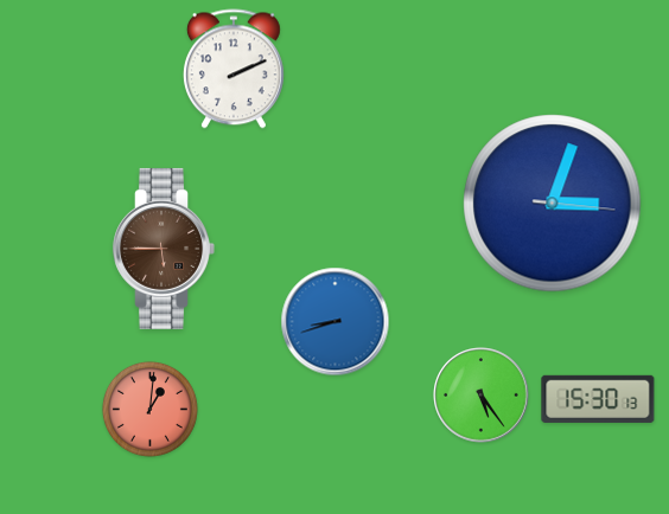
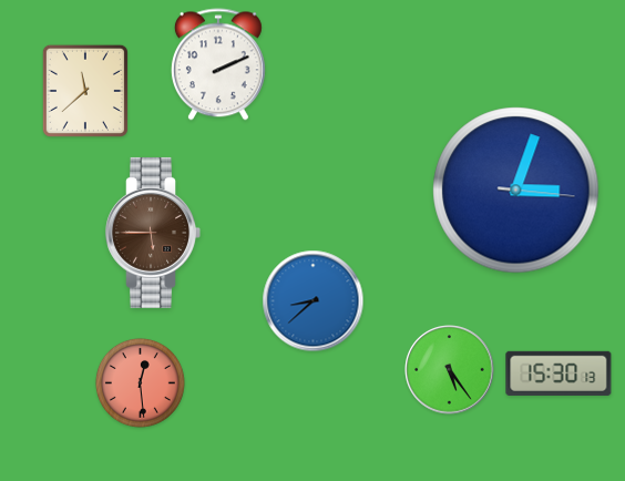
clock at (85, 91): none -> 11:38
clock at (336, 322): 8:42 -> 8:38
clock at (149, 409): 1:01 -> 12:29
